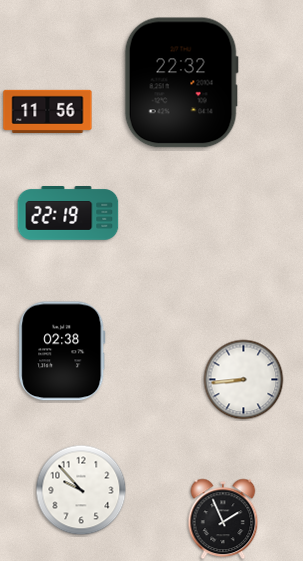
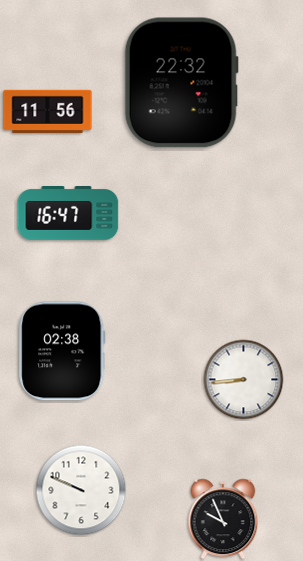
clock at (68, 214): 22:19 -> 16:47
clock at (81, 490): 9:53 -> 9:49
clock at (223, 519): 1:56 -> 9:56
